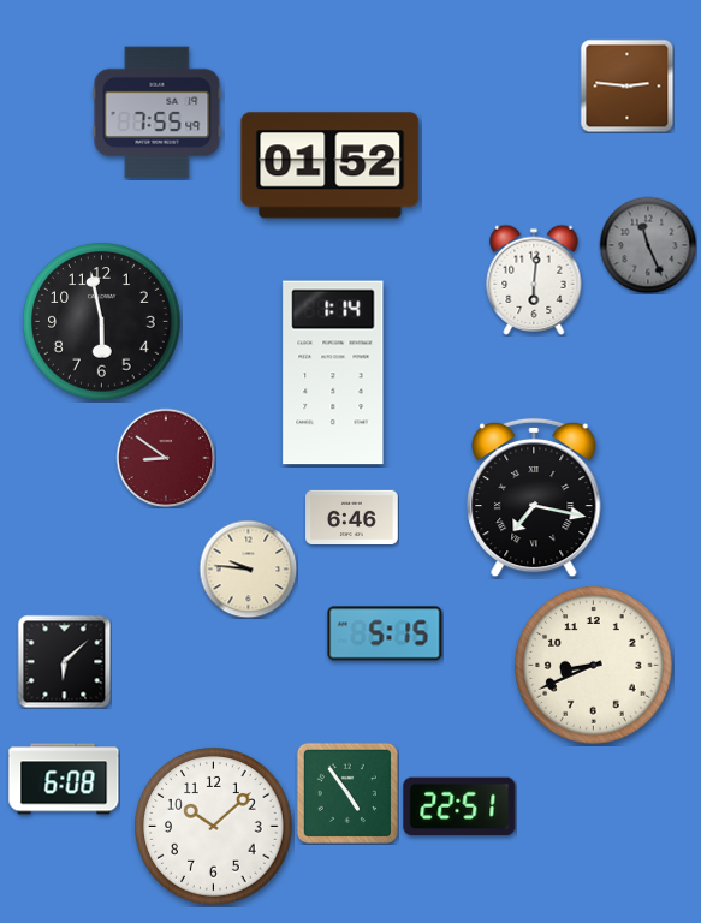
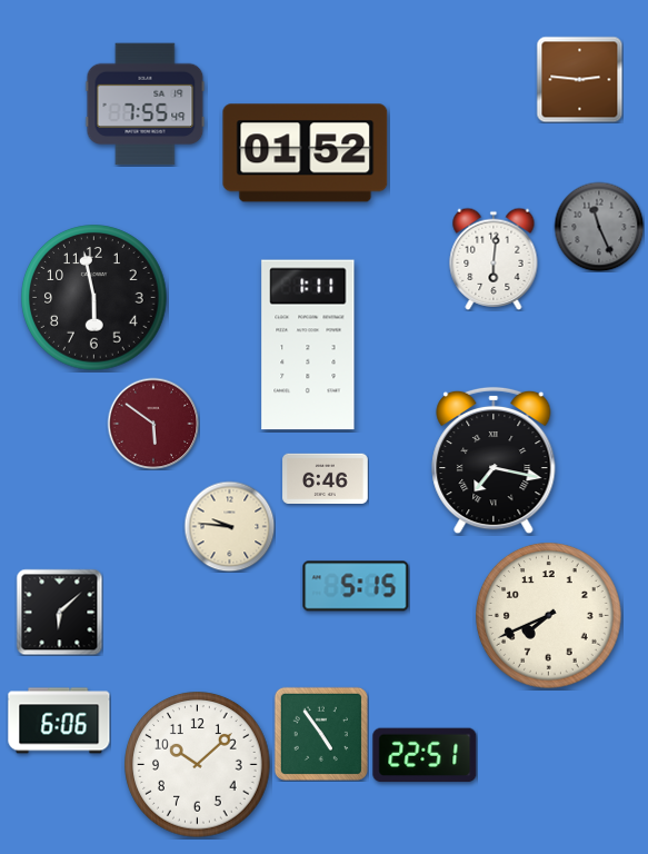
clock at (333, 373): 1:14 -> 1:11
clock at (166, 458): 8:51 -> 5:51
clock at (594, 666): 8:41 -> 7:41
clock at (64, 779): 6:08 -> 6:06
clock at (459, 806) position: (459, 806) -> (425, 755)
